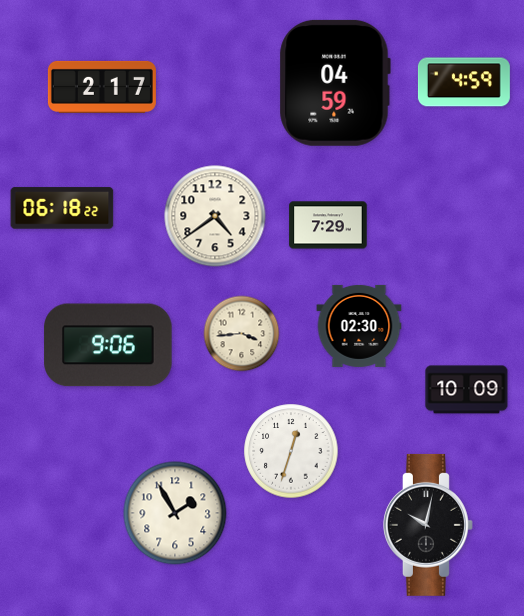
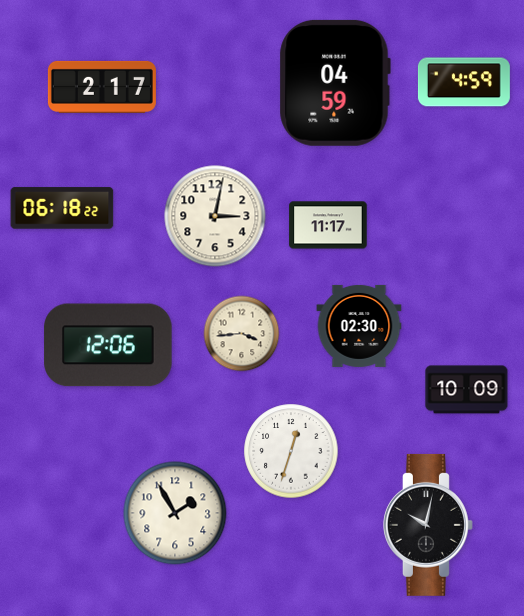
clock at (215, 216): 4:39 -> 3:02
clock at (328, 225): 7:29 -> 11:17
clock at (108, 345): 9:06 -> 12:06
